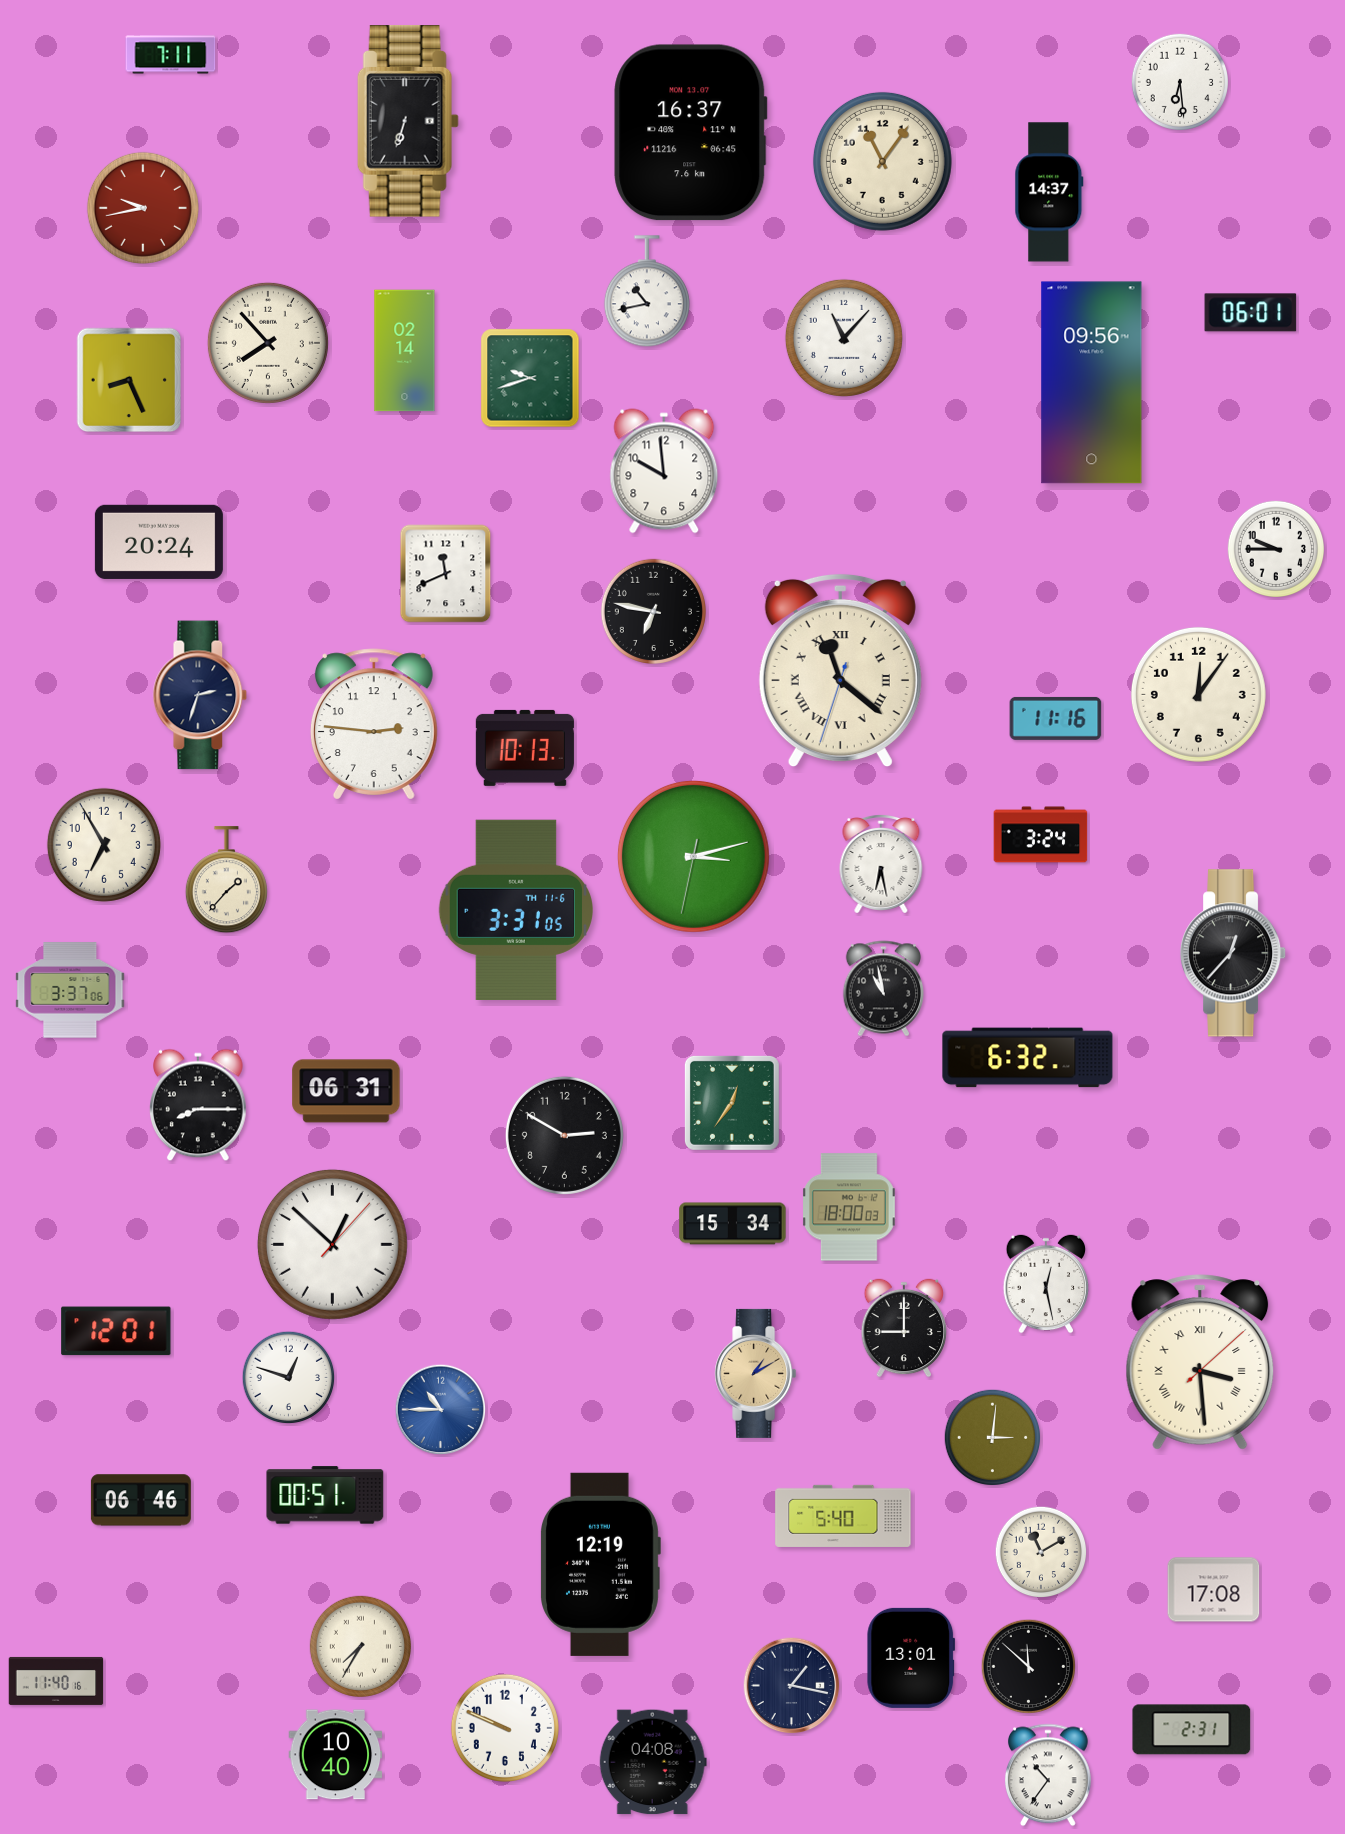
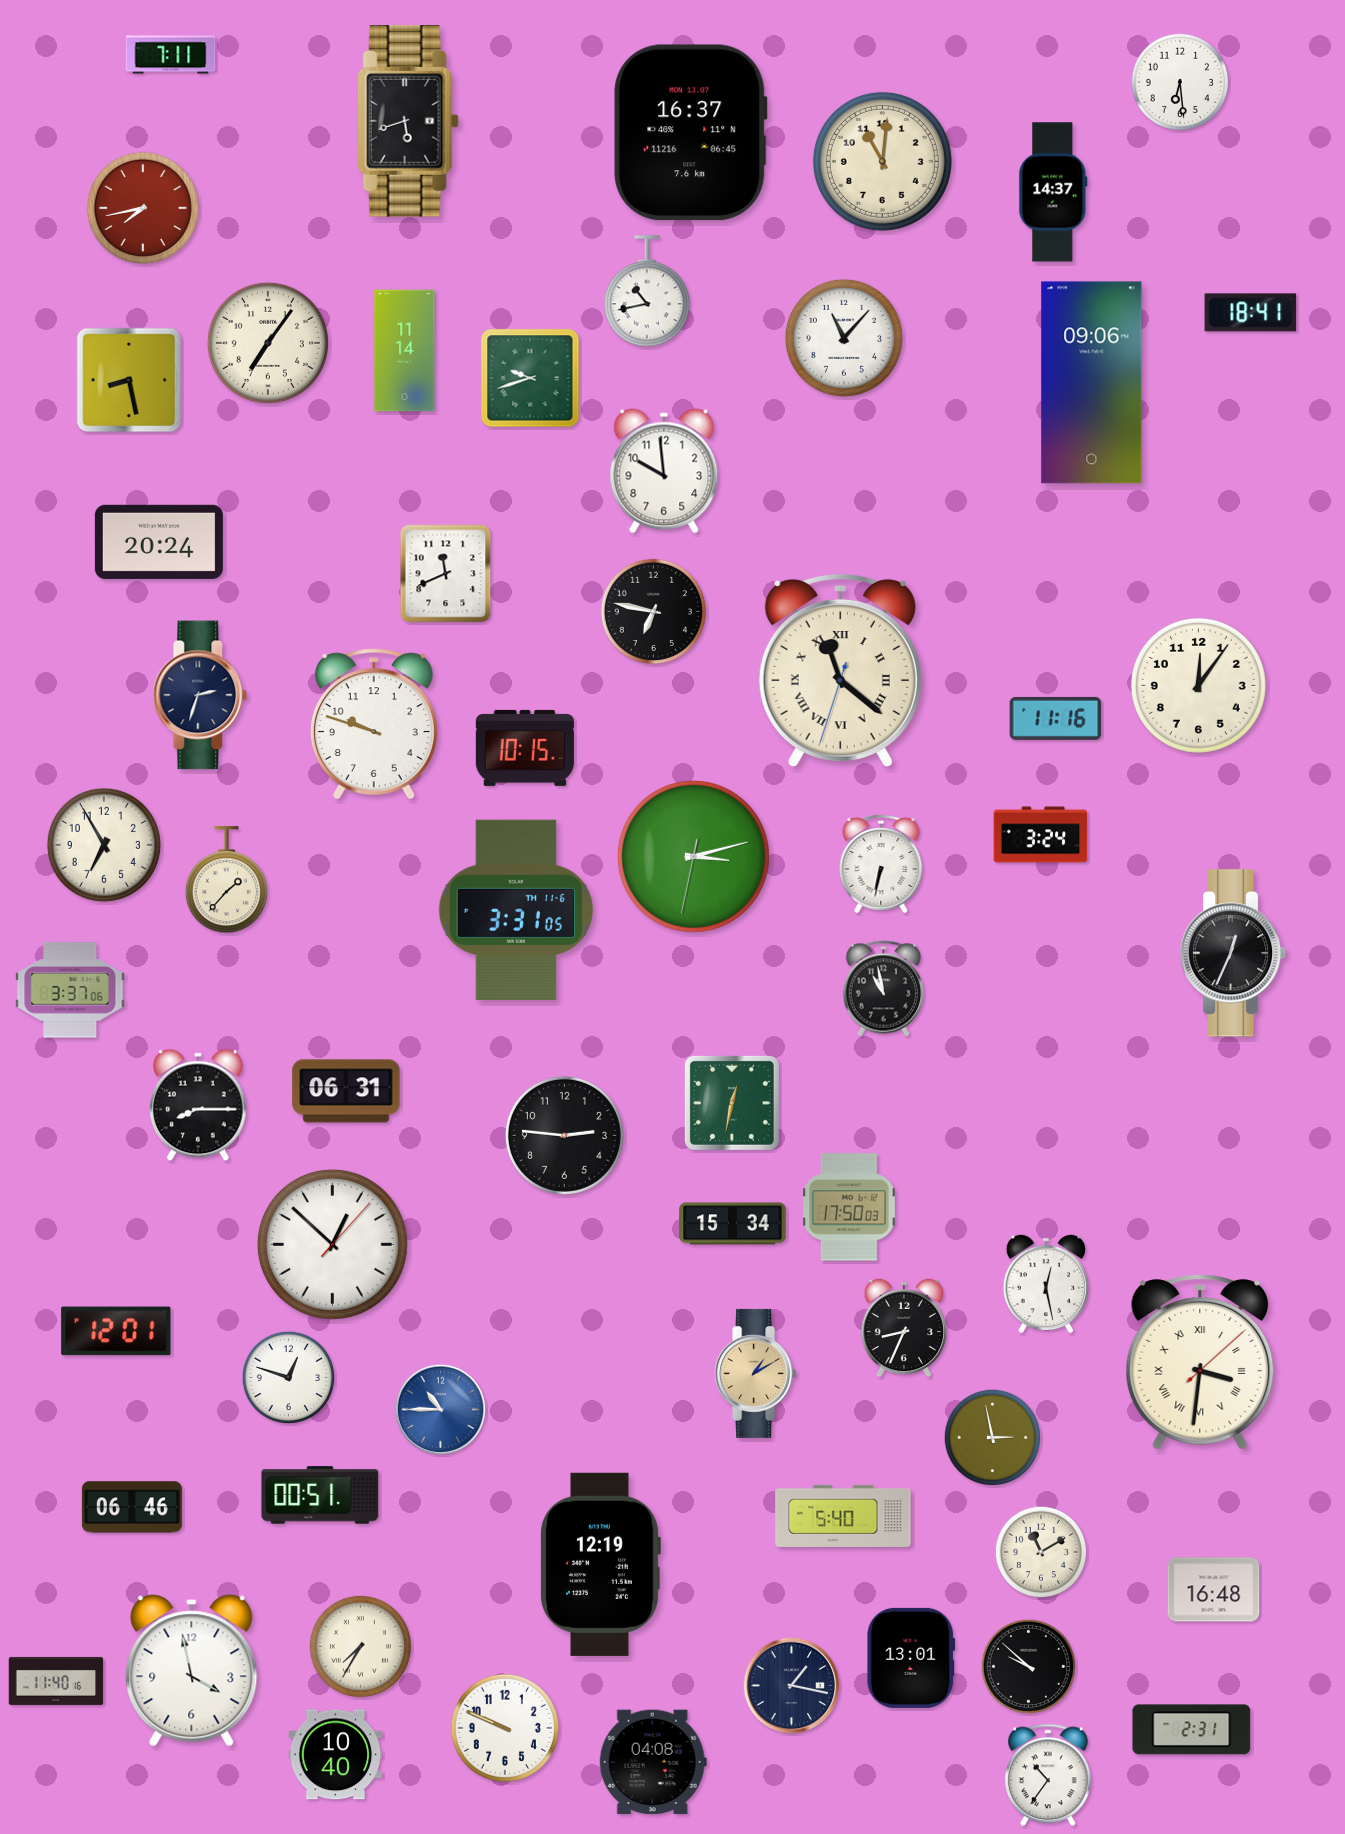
clock at (408, 121): 6:33 -> 5:42
clock at (882, 161): 11:06 -> 11:01
clock at (1049, 192) position: (1049, 192) -> (1053, 192)
clock at (143, 208): 9:43 -> 7:43
clock at (1251, 313): 06:01 -> 18:41
clock at (268, 343): 7:53 -> 7:06
clock at (405, 351): 02:14 -> 11:14
clock at (129, 380): 8:26 -> 8:28
clock at (1092, 383): 09:56 -> 09:06
clock at (1275, 548): 9:45 -> none
clock at (1198, 694) position: (1198, 694) -> (1198, 685)
clock at (374, 724): 2:46 -> 9:48
clock at (525, 748): 10:13 -> 10:15
clock at (881, 864): 6:28 -> 6:32
clock at (1233, 953): 12:37 -> 12:34
clock at (1028, 1058): 6:32 -> none
clock at (732, 1103): 12:36 -> 12:32
clock at (564, 1135): 2:50 -> 2:46
clock at (849, 1207): 18:00 -> 17:50
clock at (904, 1328): 9:00 -> 8:34
clock at (1200, 1362): 3:29 -> 3:31
clock at (992, 1437): 3:01 -> 2:58
clock at (325, 1495) position: (325, 1495) -> (320, 1495)
clock at (141, 1500) position: (141, 1500) -> (132, 1507)
clock at (1214, 1590): 17:08 -> 16:48
clock at (1029, 1667): 11:52 -> 9:52
clock at (192, 1671): none -> 3:58
